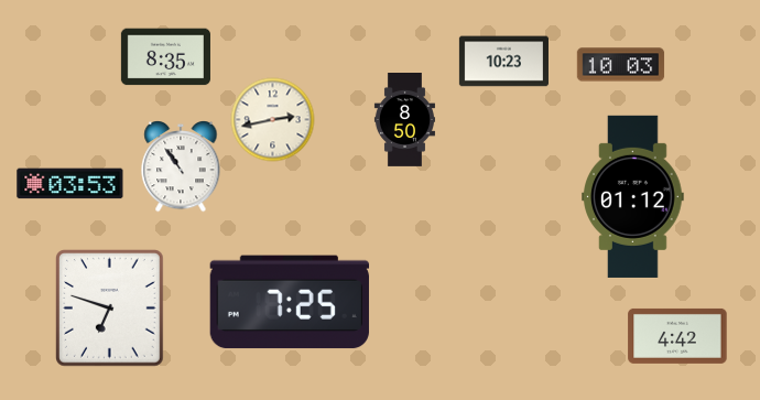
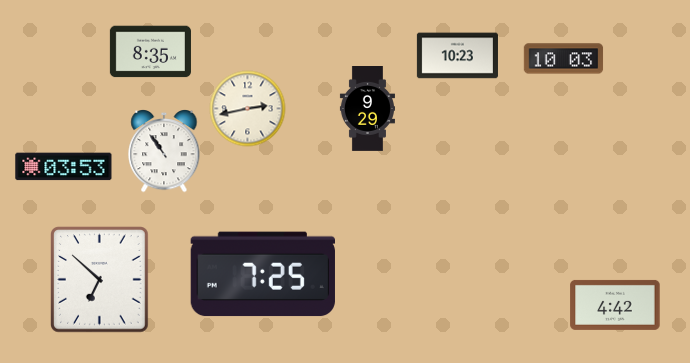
clock at (404, 120): 8:50 -> 9:29
clock at (633, 196): 01:12 -> none
clock at (110, 309): 6:48 -> 6:52
